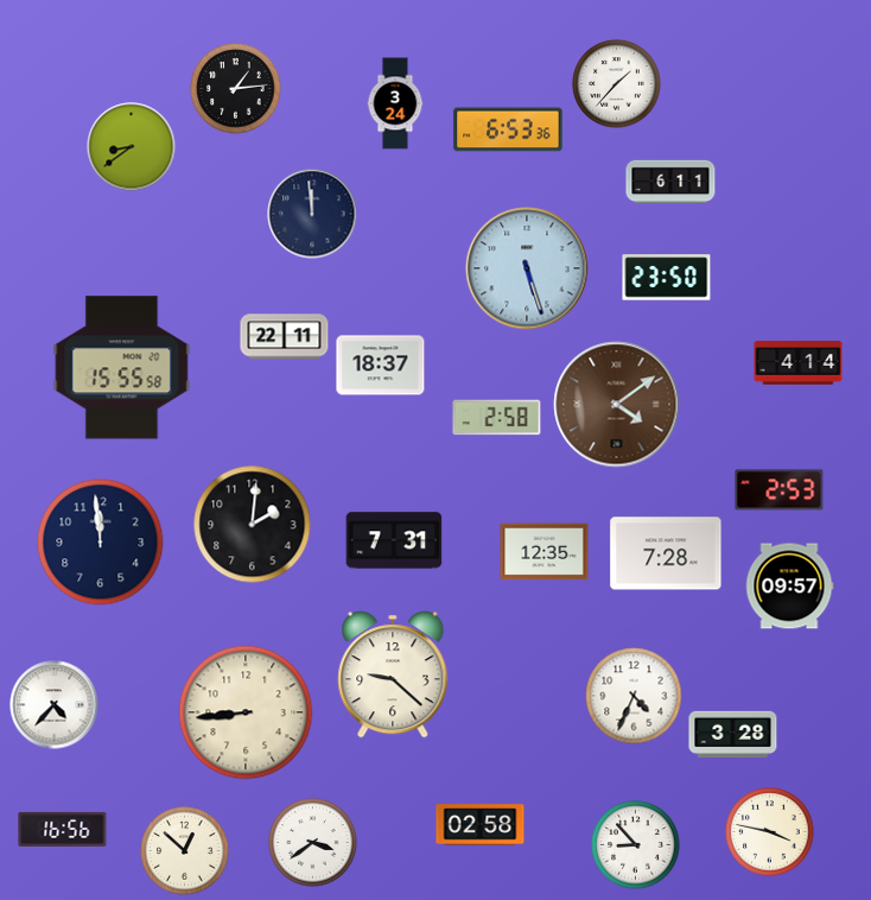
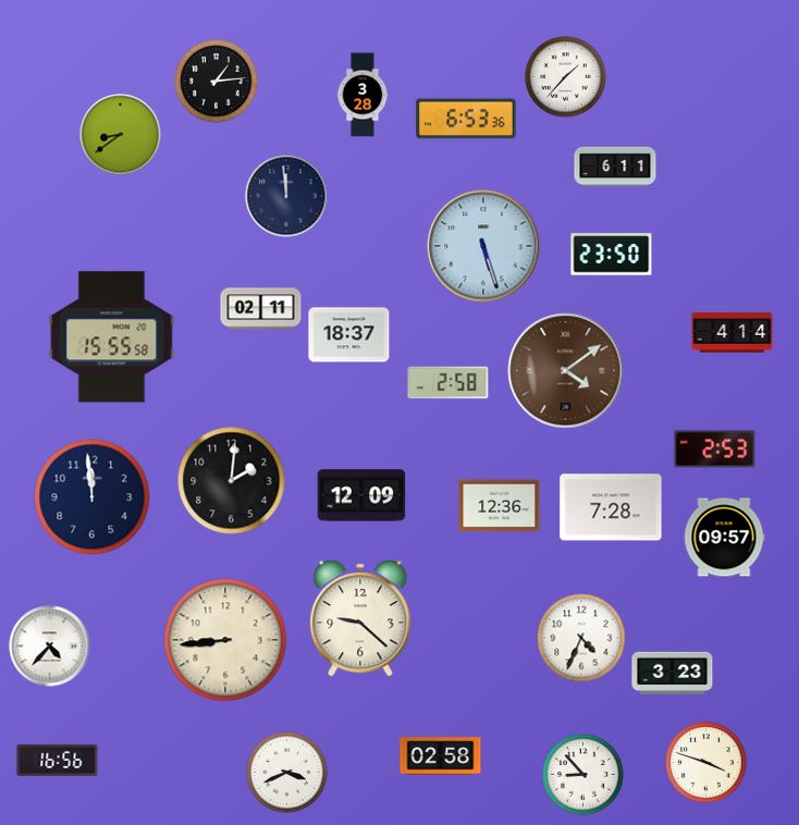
clock at (395, 103): 3:24 -> 3:28
clock at (285, 337): 22:11 -> 02:11
clock at (497, 418) position: (497, 418) -> (448, 383)
clock at (394, 540): 7:31 -> 12:09
clock at (545, 552): 12:35 -> 12:36
clock at (246, 712) position: (246, 712) -> (225, 640)
clock at (733, 734): 3:28 -> 3:23
clock at (770, 832): 3:47 -> 3:48
clock at (313, 843): 3:39 -> 3:41
clock at (185, 851): 12:52 -> none
